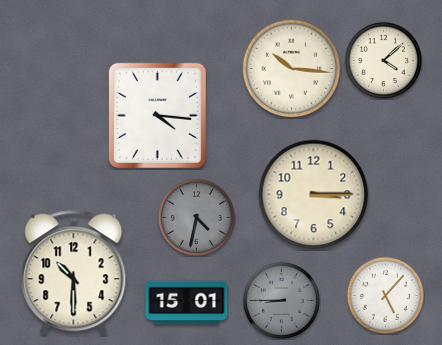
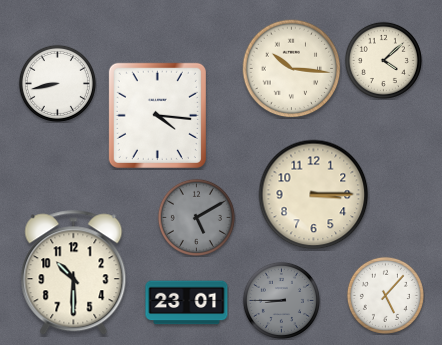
clock at (57, 83): none -> 8:43
clock at (196, 217): 4:32 -> 5:10
clock at (187, 303): 15:01 -> 23:01
